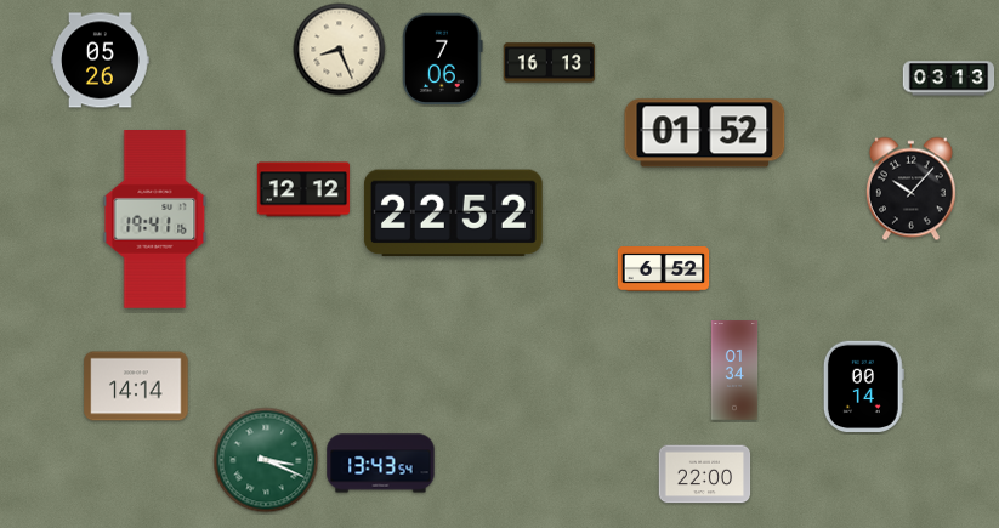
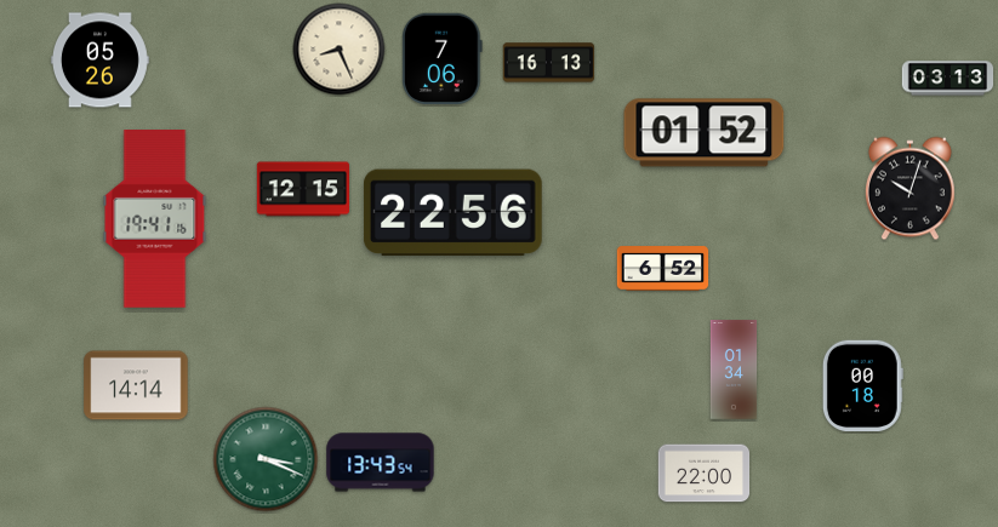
clock at (303, 189): 12:12 -> 12:15
clock at (910, 189): 10:07 -> 10:03
clock at (453, 214): 22:52 -> 22:56
clock at (863, 387): 00:14 -> 00:18
